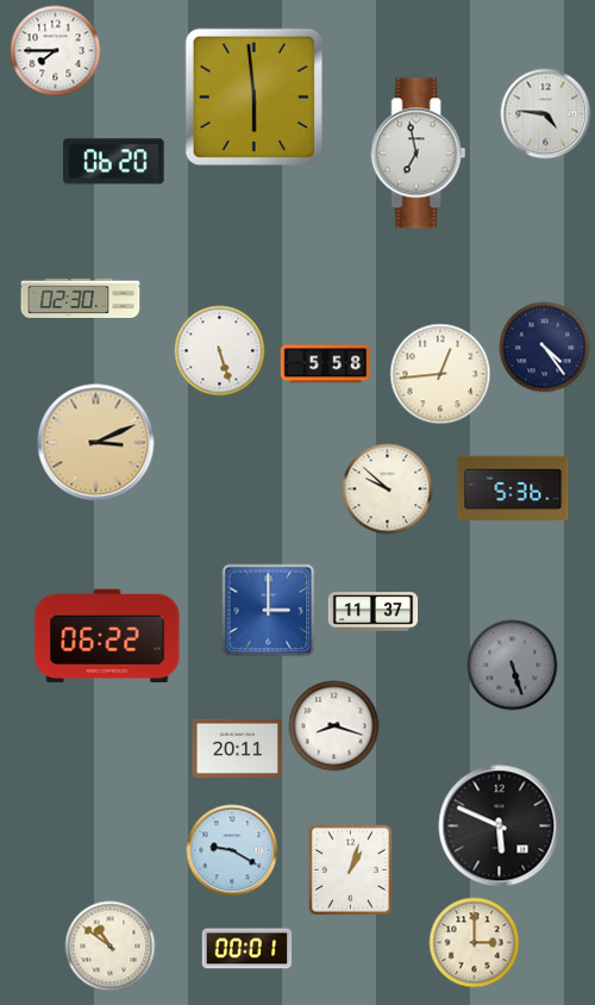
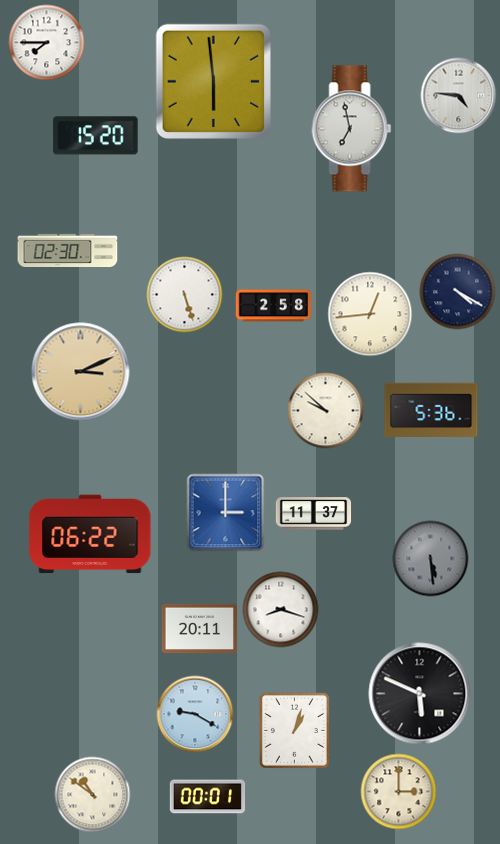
clock at (114, 162): 06:20 -> 15:20
clock at (545, 348): 4:24 -> 4:20
clock at (326, 364): 5:58 -> 2:58
clock at (513, 666): 5:27 -> 5:29
